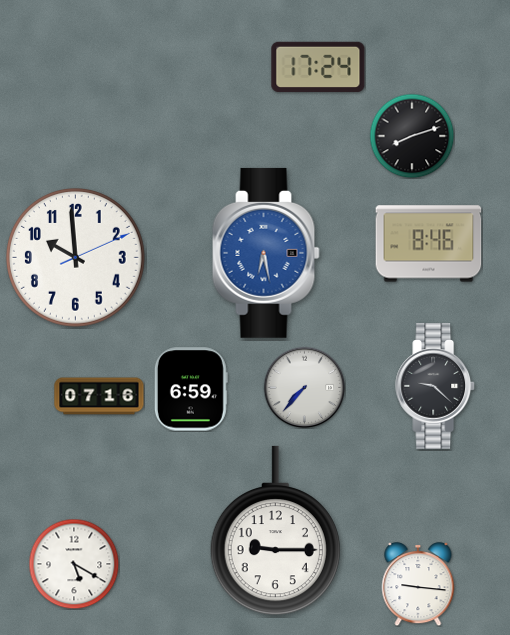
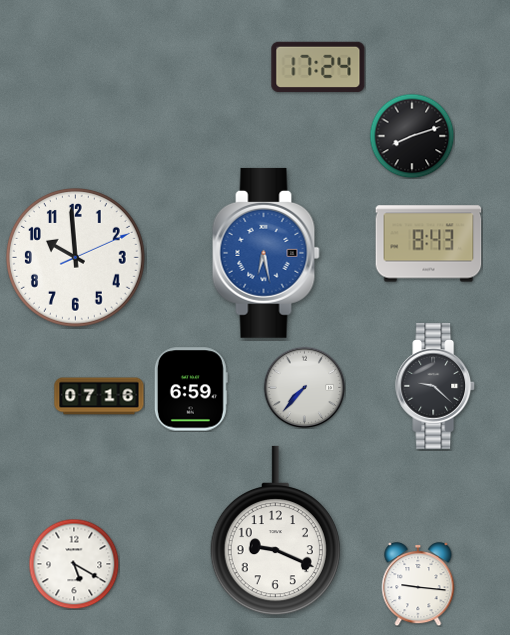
clock at (429, 244): 8:46 -> 8:43
clock at (275, 531): 9:15 -> 9:19
